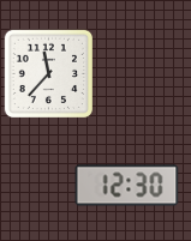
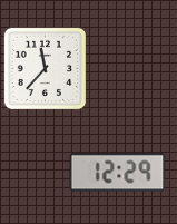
clock at (127, 186): 12:30 -> 12:29
